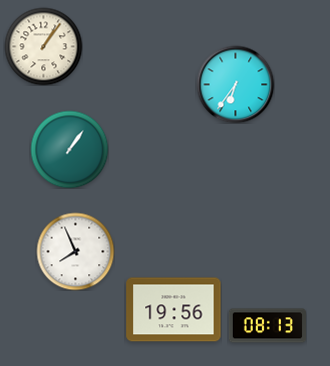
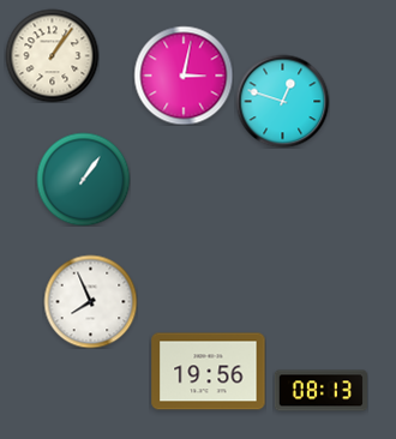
clock at (184, 76): none -> 3:02
clock at (235, 84): 6:36 -> 12:48
